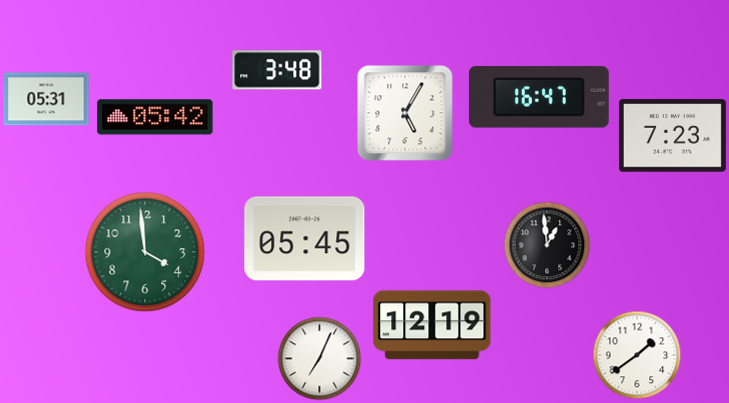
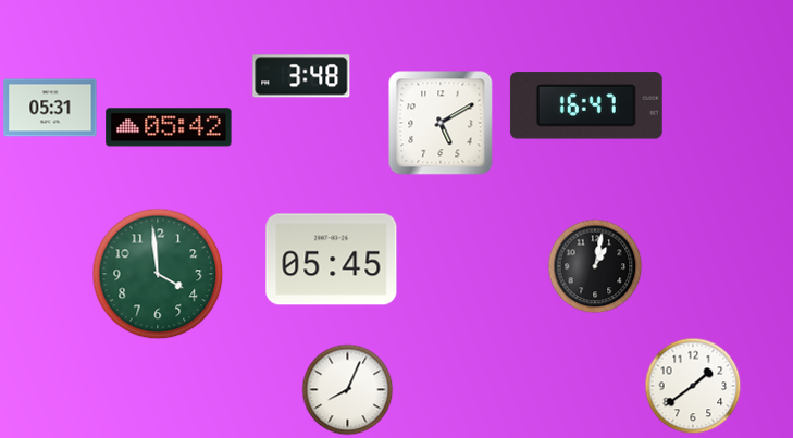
clock at (405, 113): 5:05 -> 5:10
clock at (672, 136): 7:23 -> none
clock at (547, 245): 12:59 -> 1:02
clock at (432, 325): 12:19 -> none
clock at (320, 359): 7:04 -> 8:04
